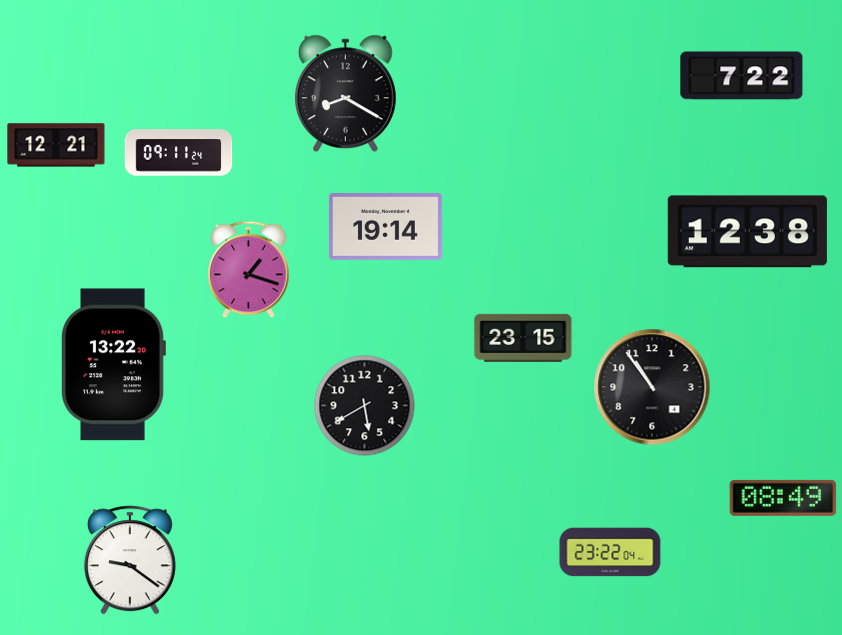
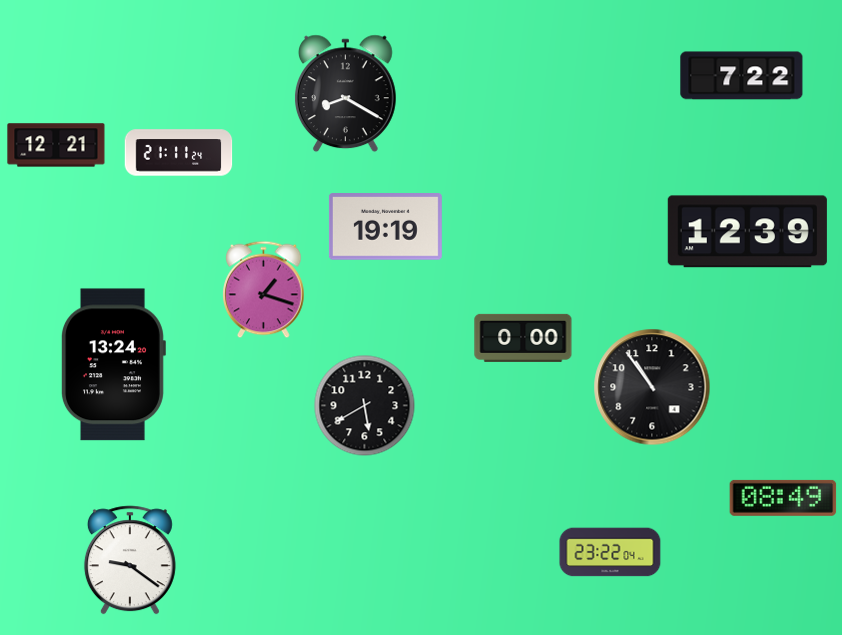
clock at (179, 153): 09:11 -> 21:11
clock at (385, 227): 19:14 -> 19:19
clock at (747, 232): 12:38 -> 12:39
clock at (249, 270) position: (249, 270) -> (264, 290)
clock at (523, 338): 23:15 -> 0:00
clock at (113, 365): 13:22 -> 13:24
